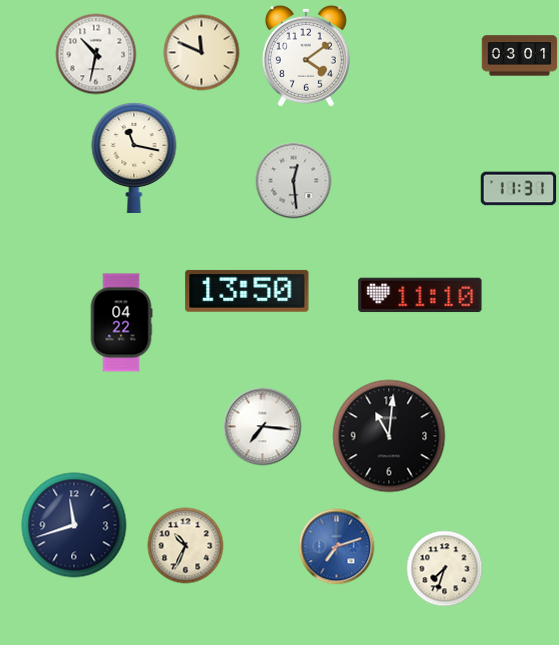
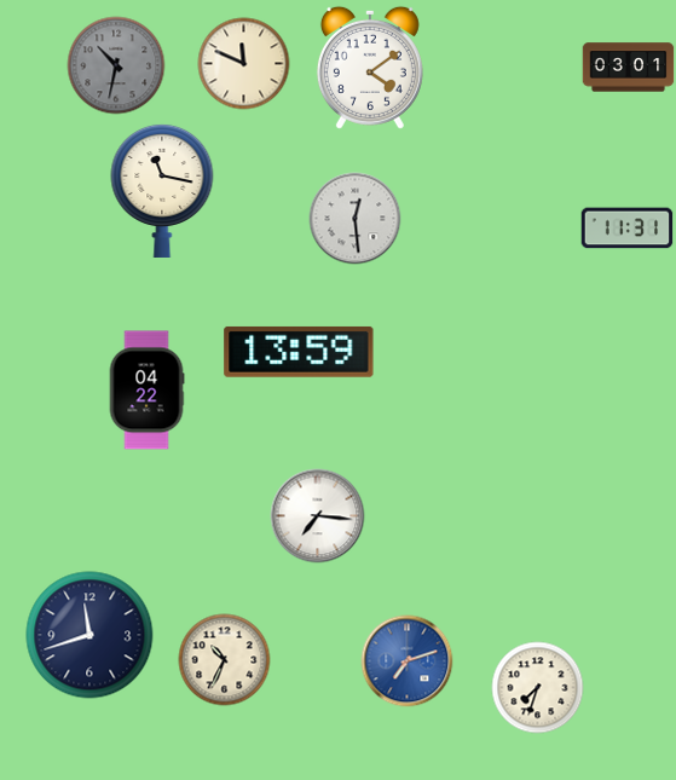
clock at (96, 54) dial: white -> grey
clock at (247, 291): 13:50 -> 13:59
clock at (420, 295): 11:10 -> none
clock at (389, 436): 11:01 -> none
